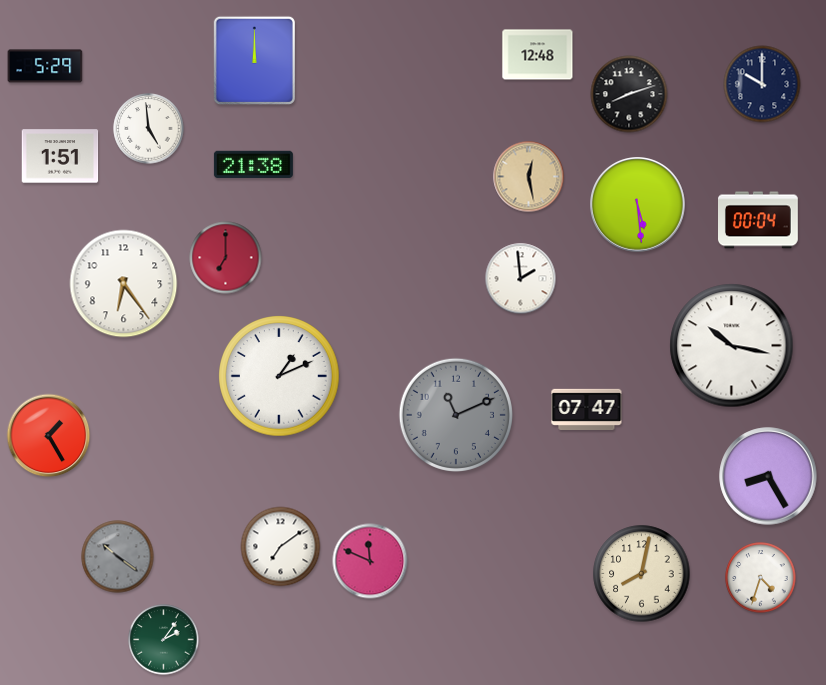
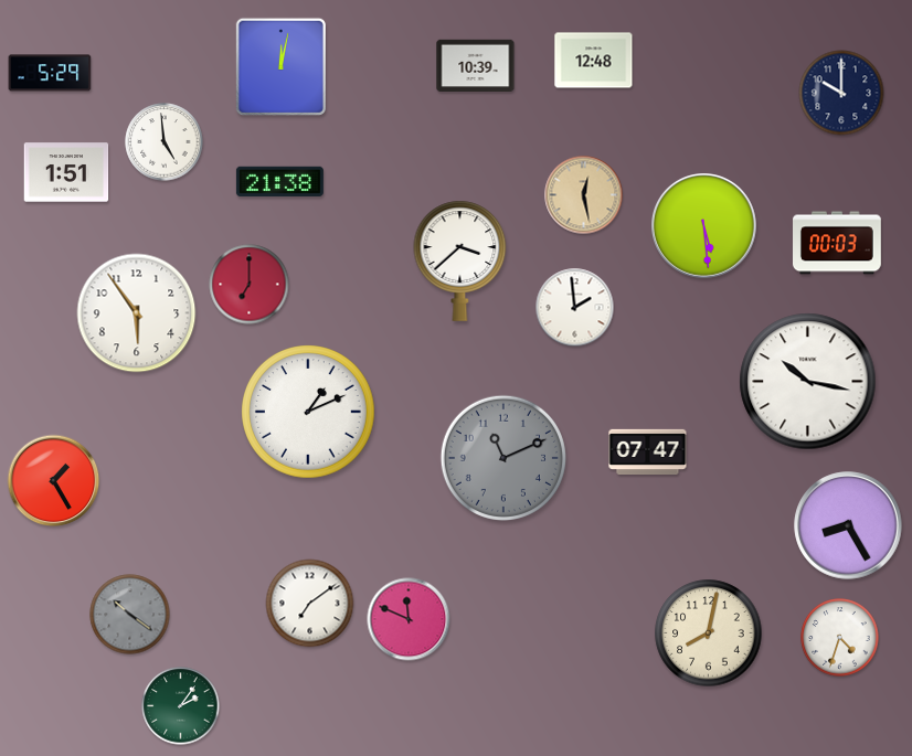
clock at (476, 65): none -> 10:39
clock at (254, 60): 12:00 -> 12:02
clock at (629, 94): 8:12 -> none
clock at (759, 220): 00:04 -> 00:03
clock at (460, 260): none -> 3:38
clock at (124, 284): 6:24 -> 5:54
clock at (279, 376) position: (279, 376) -> (308, 412)
